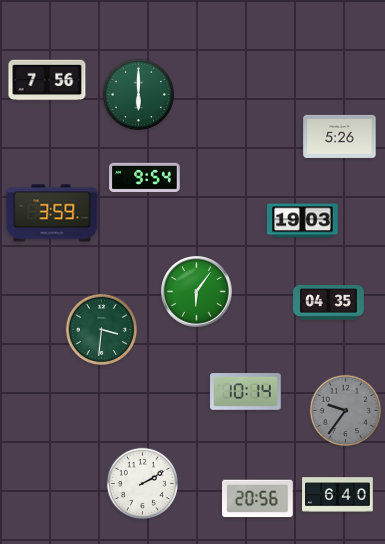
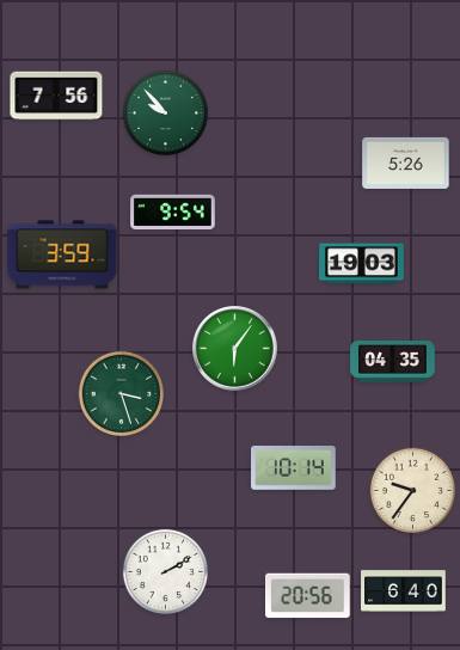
clock at (138, 94): 6:00 -> 9:53
clock at (101, 329): 3:31 -> 3:27
clock at (345, 410) dial: grey -> cream
clock at (142, 483) position: (142, 483) -> (165, 571)
